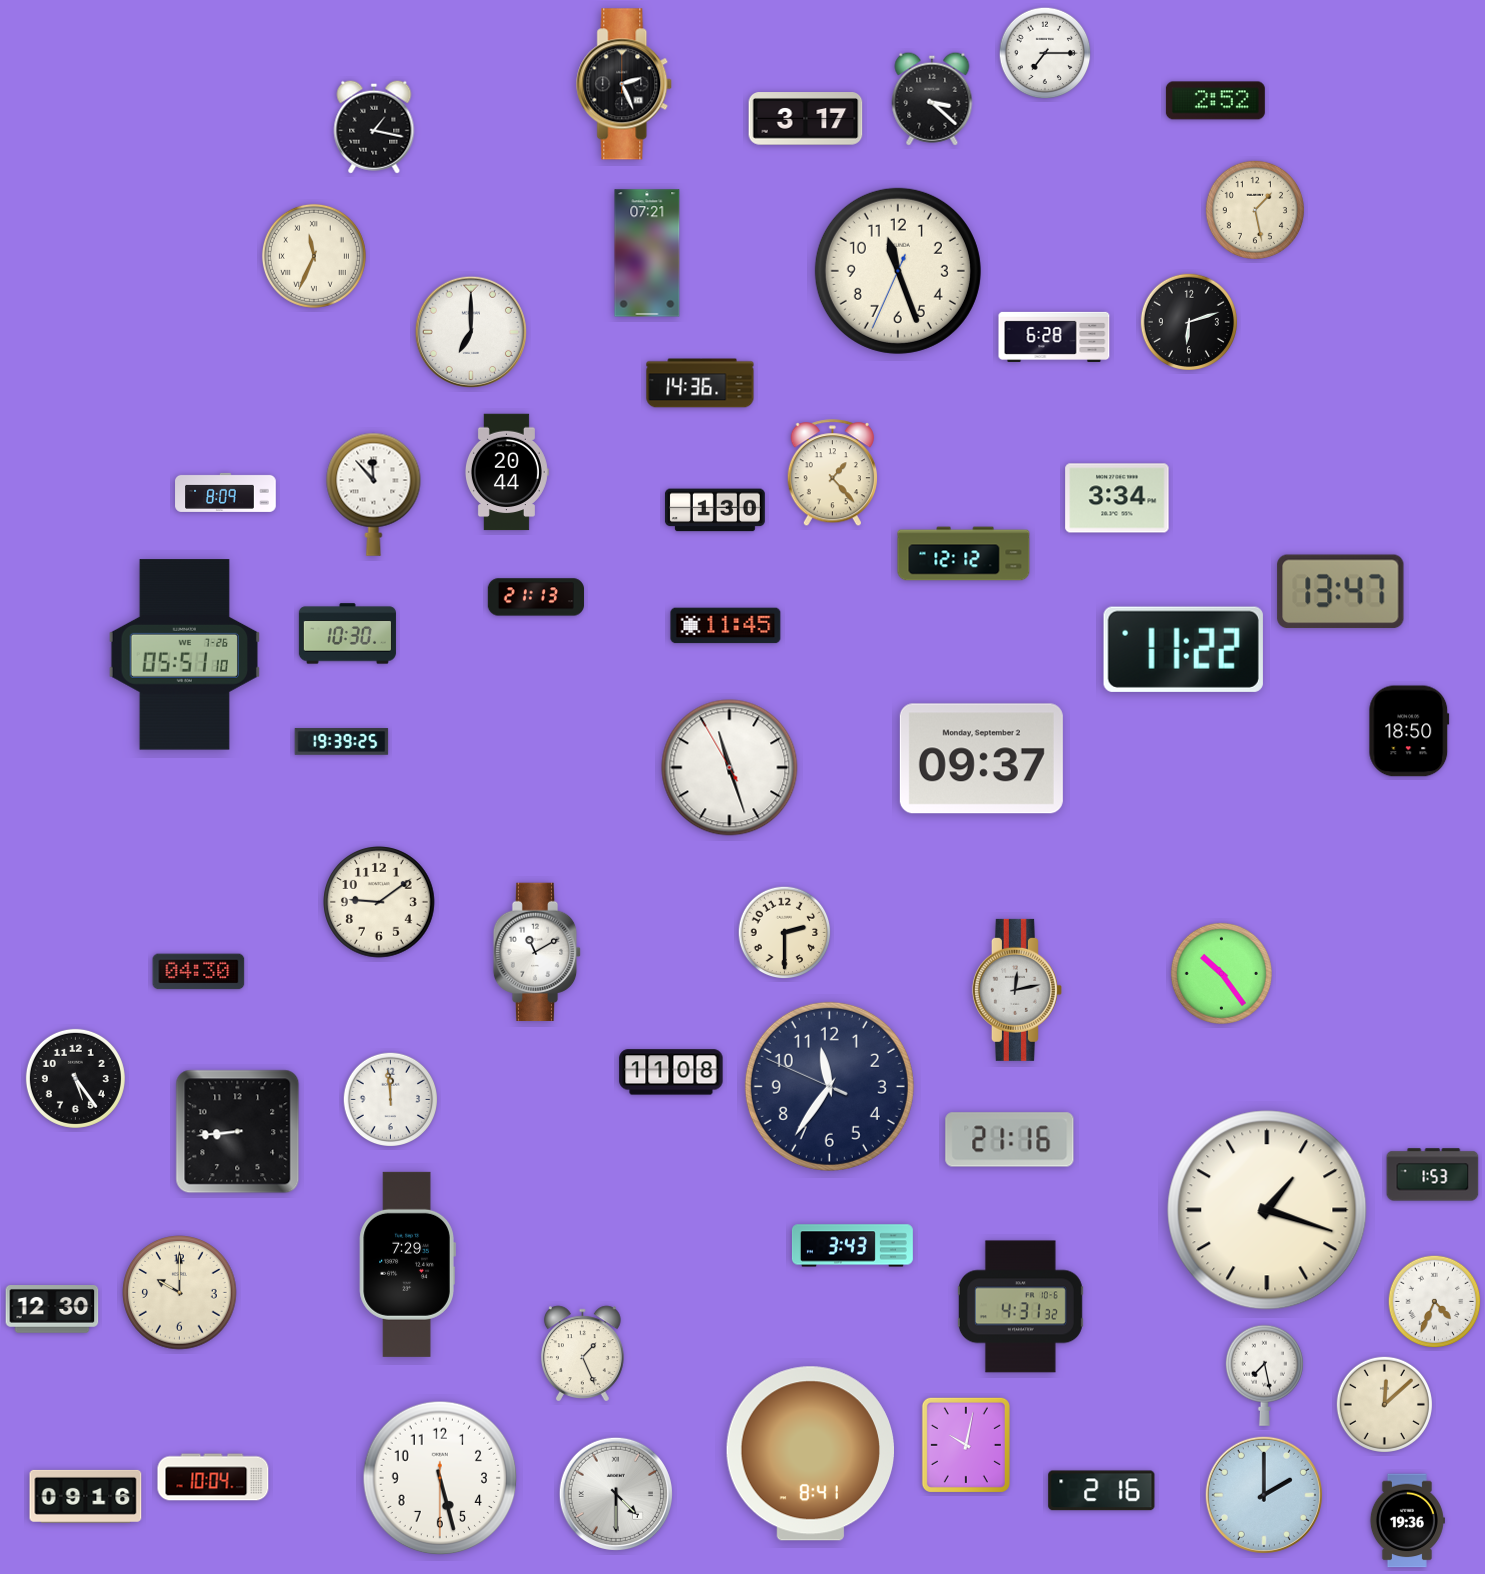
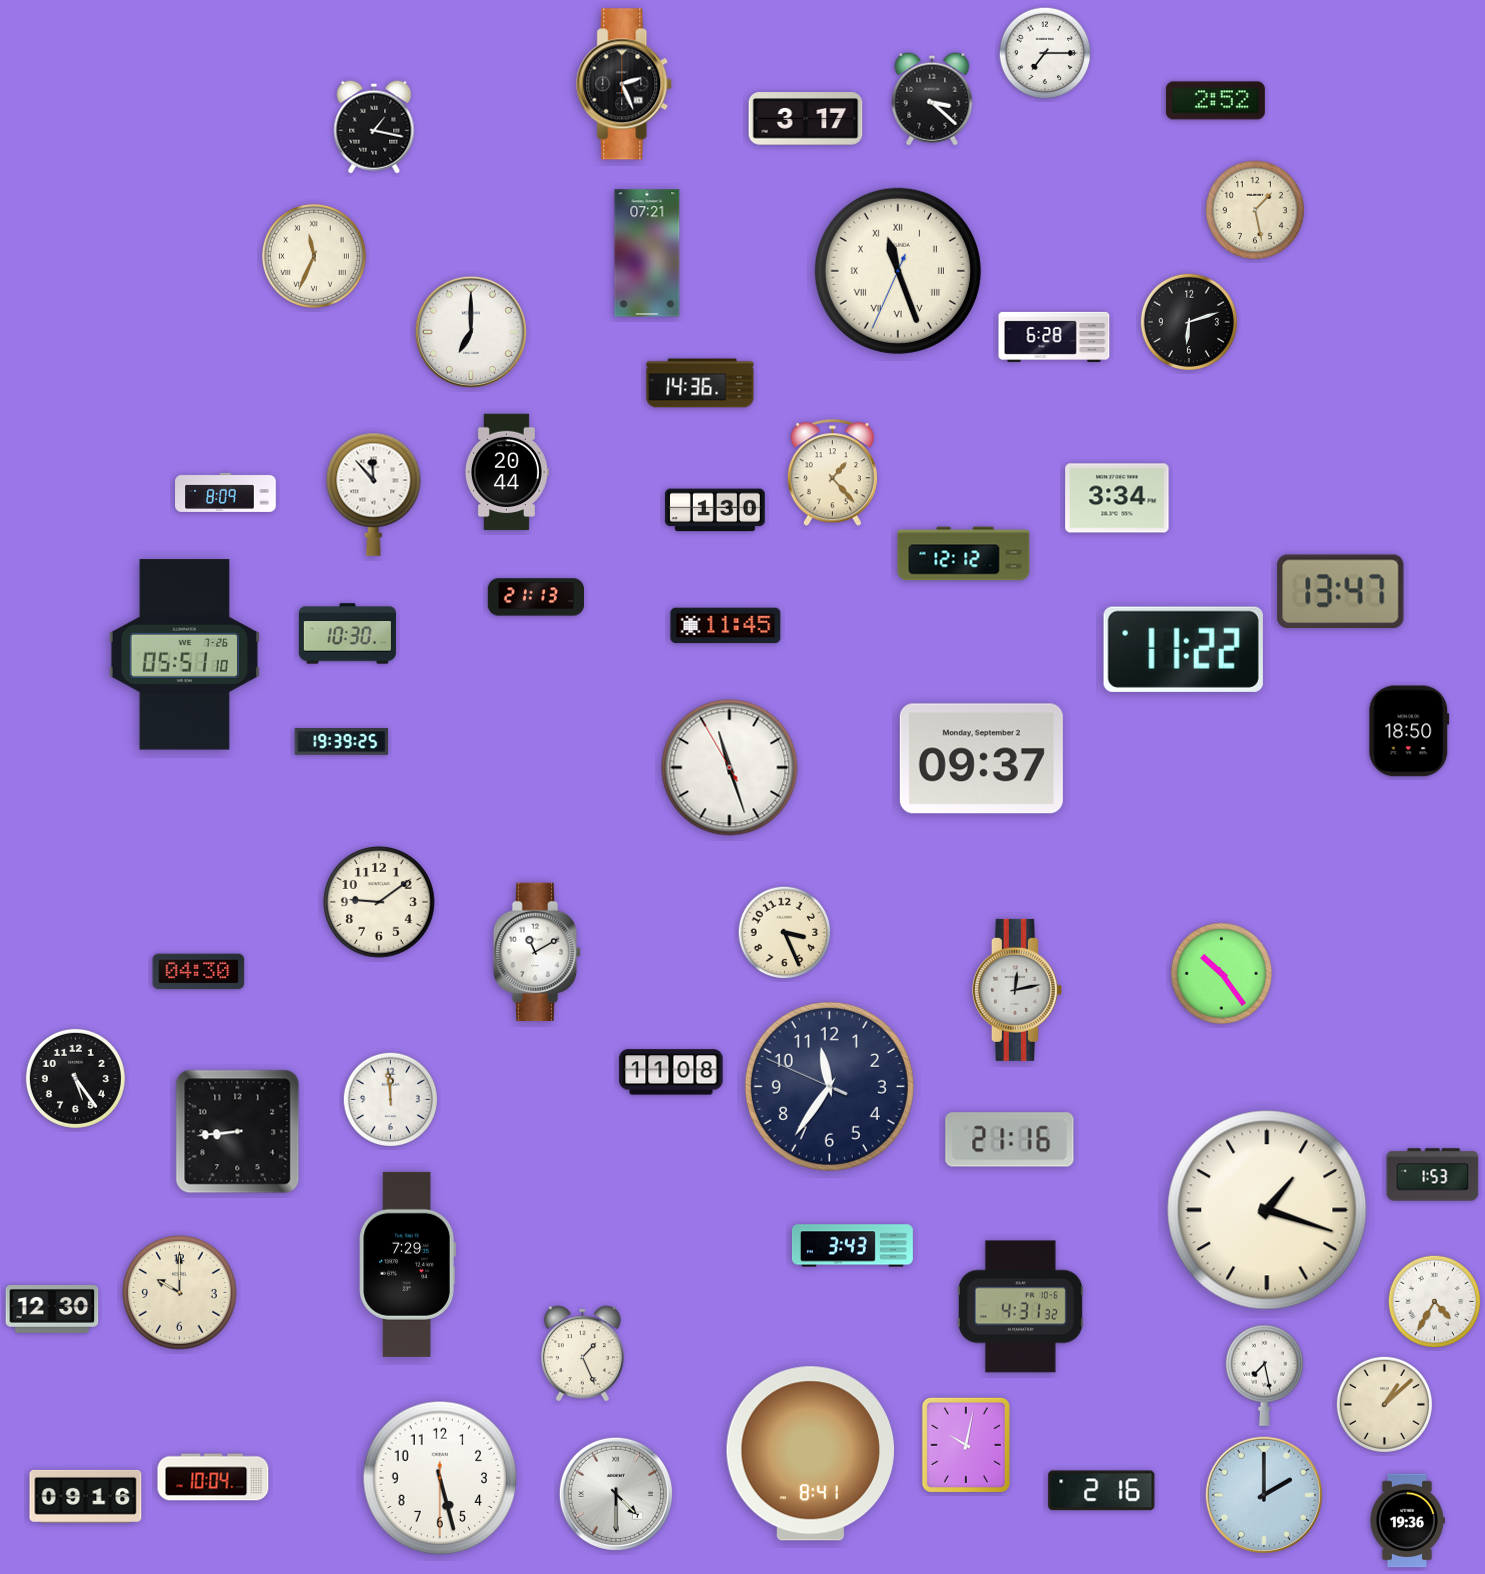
clock at (898, 271) numerals: Arabic -> Roman
clock at (785, 933): 2:30 -> 3:26
clock at (1435, 1302): 4:34 -> 4:35
clock at (1384, 1404): 12:08 -> 1:08
